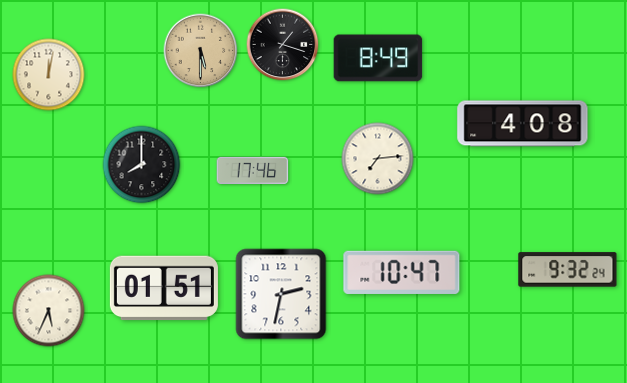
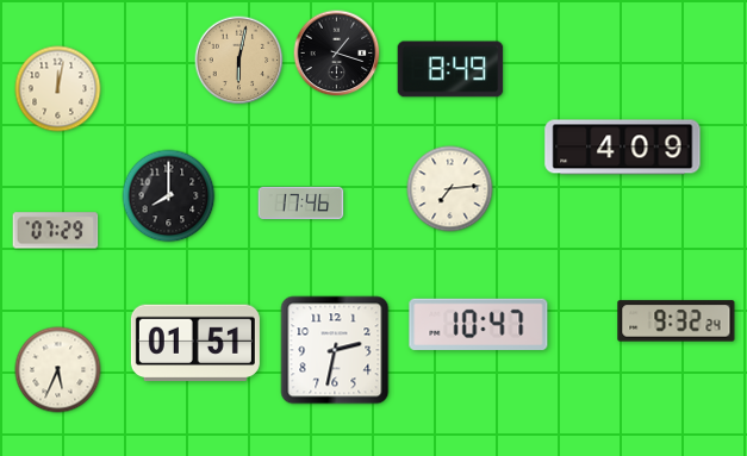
clock at (201, 51): 5:30 -> 6:02
clock at (523, 124): 4:08 -> 4:09
clock at (56, 231): none -> 07:29
